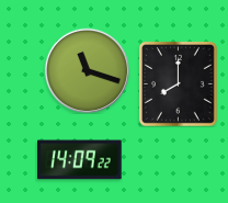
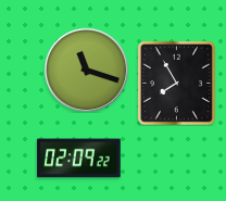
clock at (178, 83): 8:00 -> 7:55
clock at (80, 160): 14:09 -> 02:09
